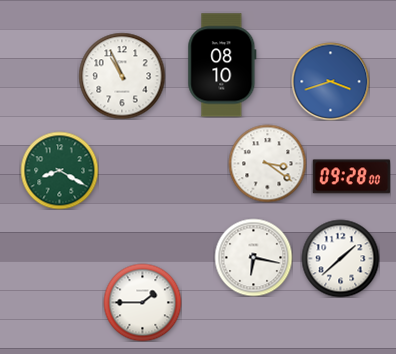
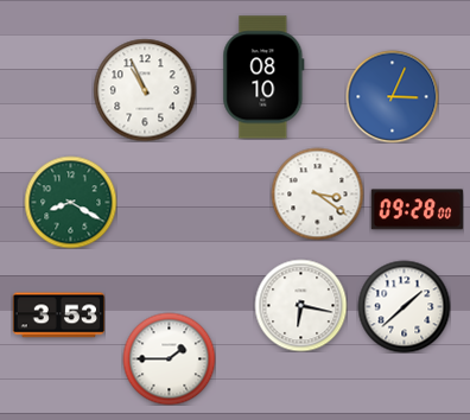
clock at (330, 81): 3:42 -> 3:04
clock at (58, 316): none -> 3:53
